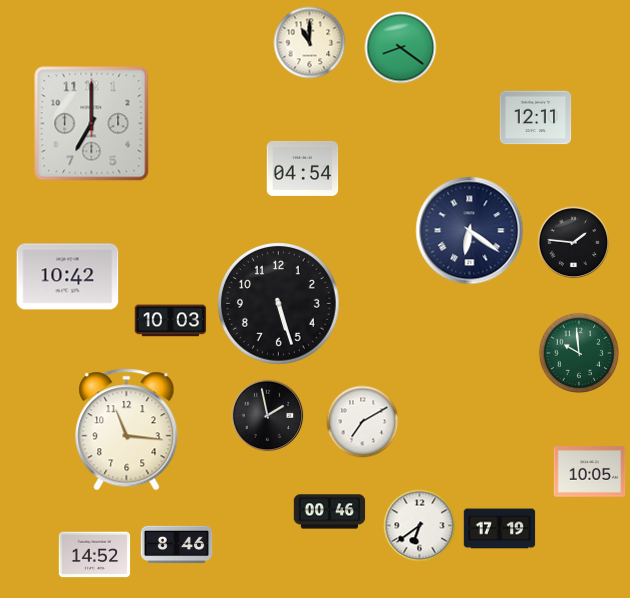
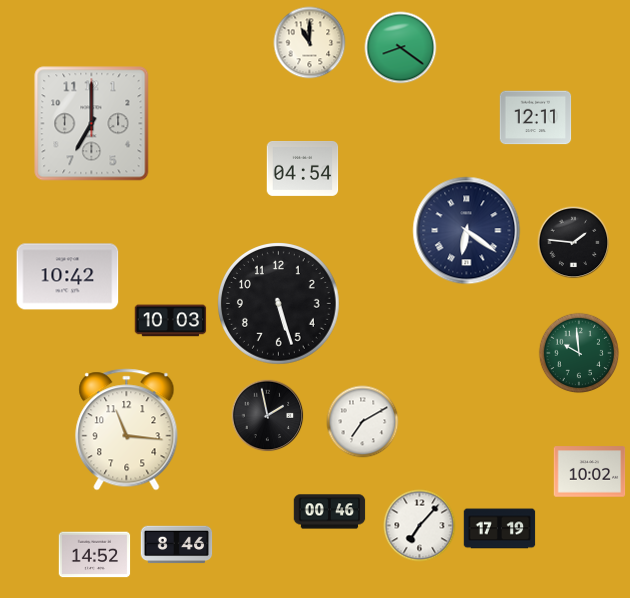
clock at (470, 231) position: (470, 231) -> (467, 231)
clock at (590, 472): 10:05 -> 10:02
clock at (420, 526): 6:39 -> 7:07
